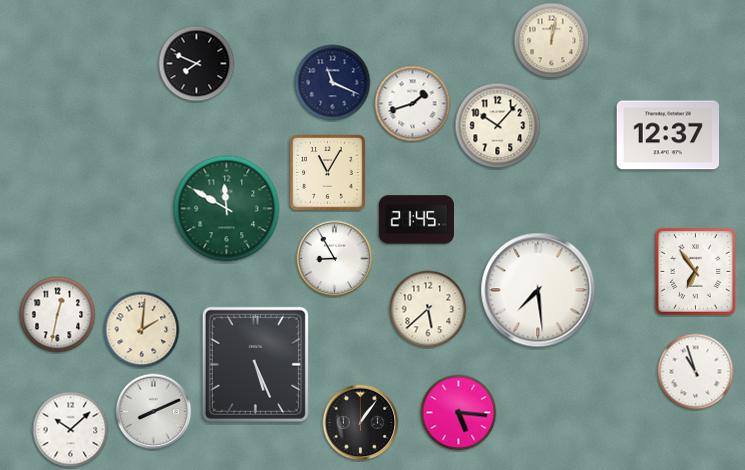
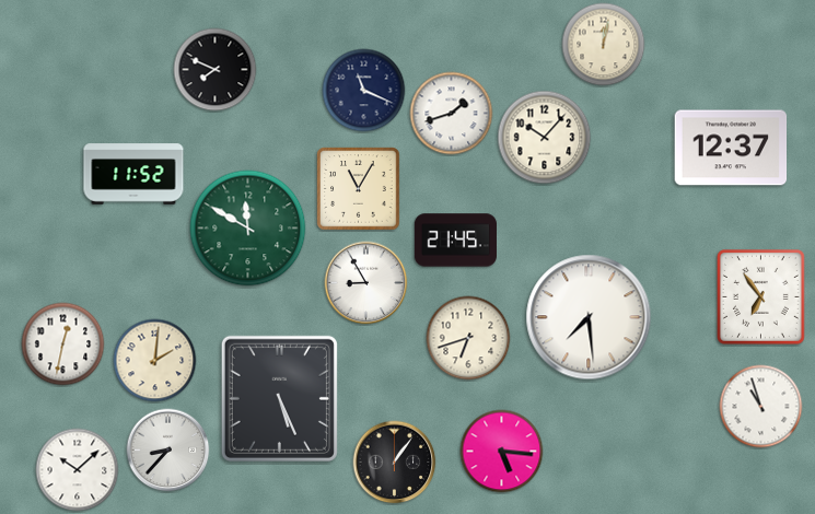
clock at (133, 174): none -> 11:52
clock at (428, 309): 5:38 -> 6:42
clock at (154, 412): 8:11 -> 8:37
